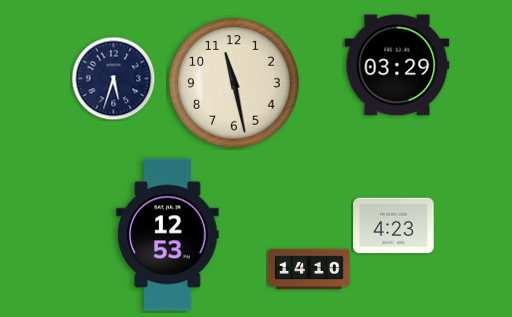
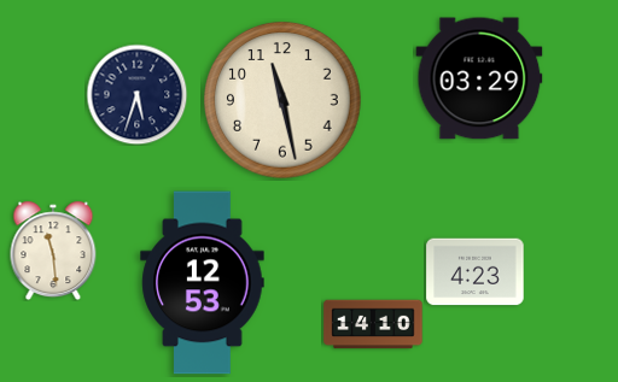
clock at (53, 251): none -> 11:29
